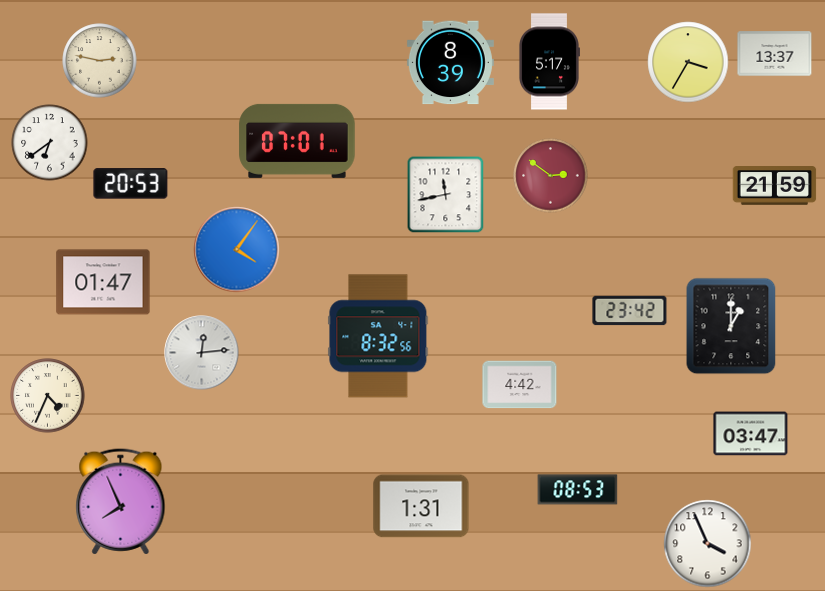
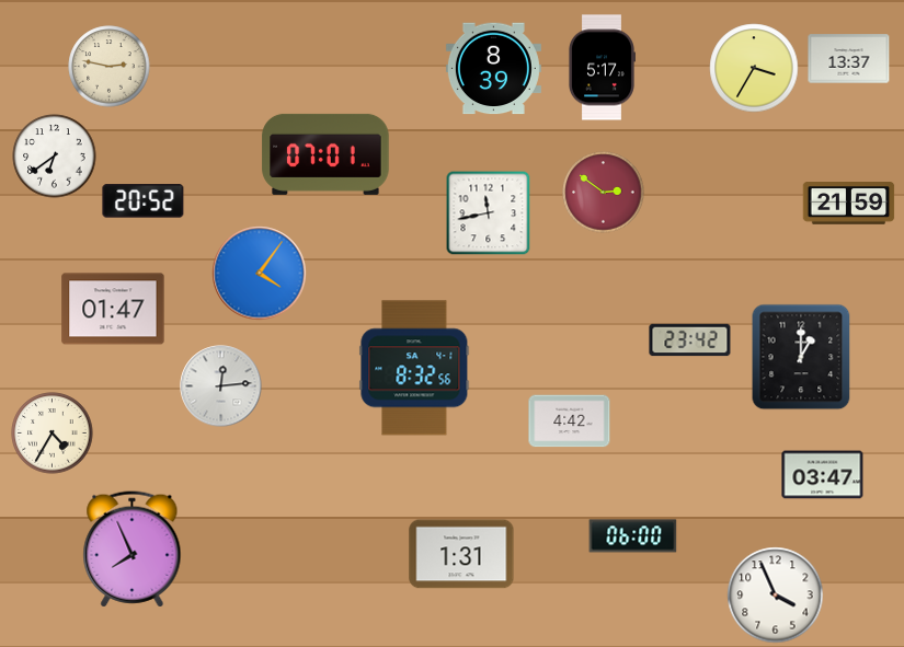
clock at (131, 184): 20:53 -> 20:52
clock at (48, 396): 4:34 -> 4:35
clock at (578, 490): 08:53 -> 06:00
